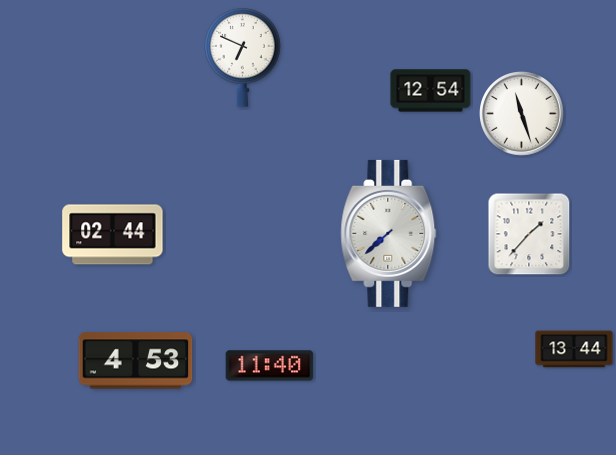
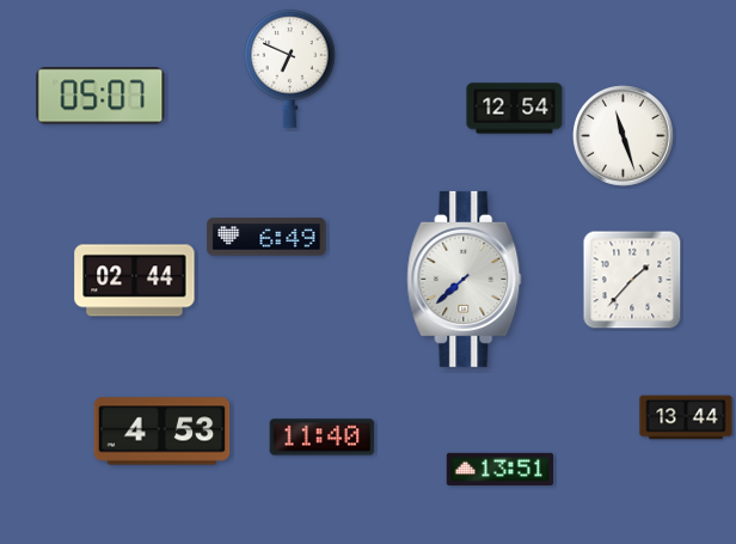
clock at (100, 96): none -> 05:07
clock at (266, 237): none -> 6:49
clock at (501, 469): none -> 13:51
